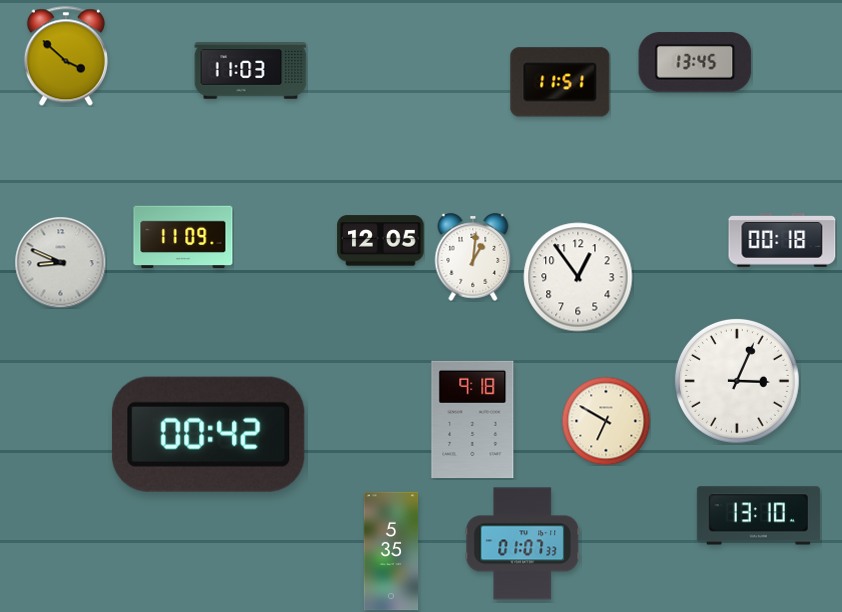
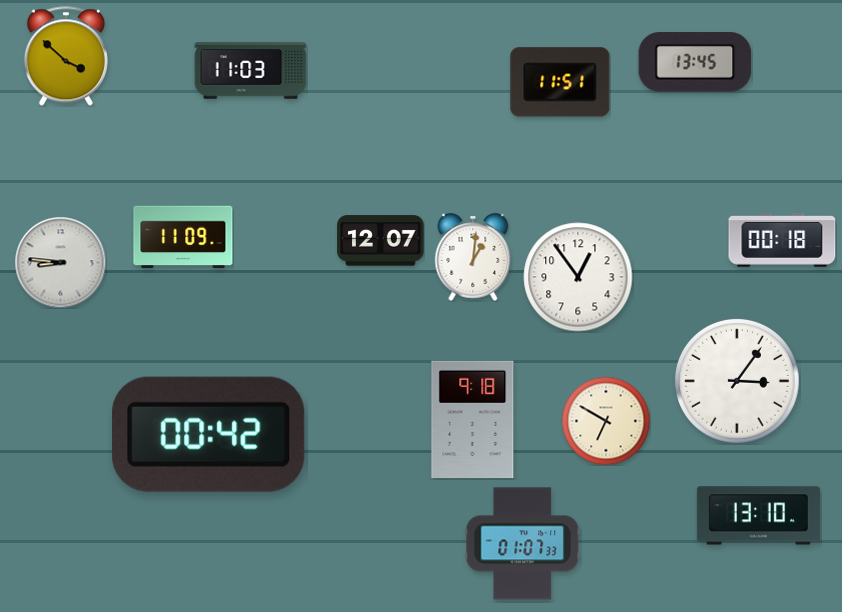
clock at (381, 241): 12:05 -> 12:07
clock at (60, 262): 8:49 -> 8:46
clock at (737, 381): 3:04 -> 3:06
clock at (391, 551): 5:35 -> none
